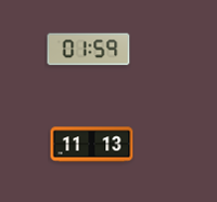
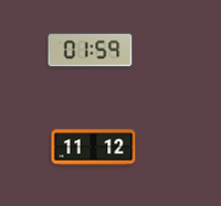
clock at (92, 145): 11:13 -> 11:12
